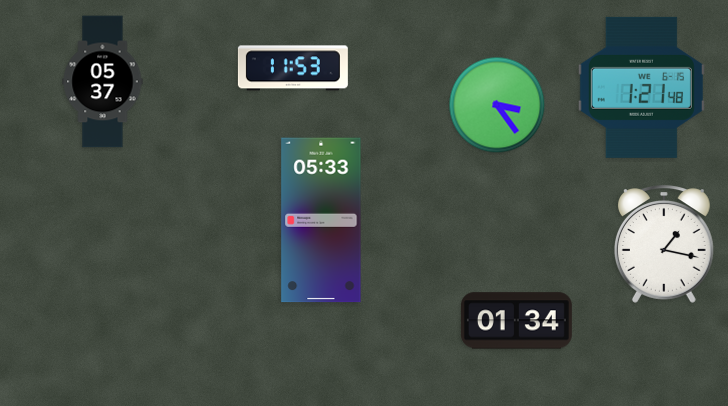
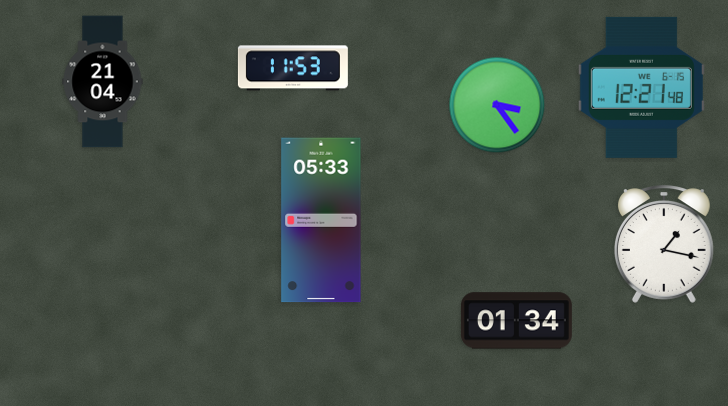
clock at (103, 82): 05:37 -> 21:04
clock at (641, 87): 1:21 -> 12:21
